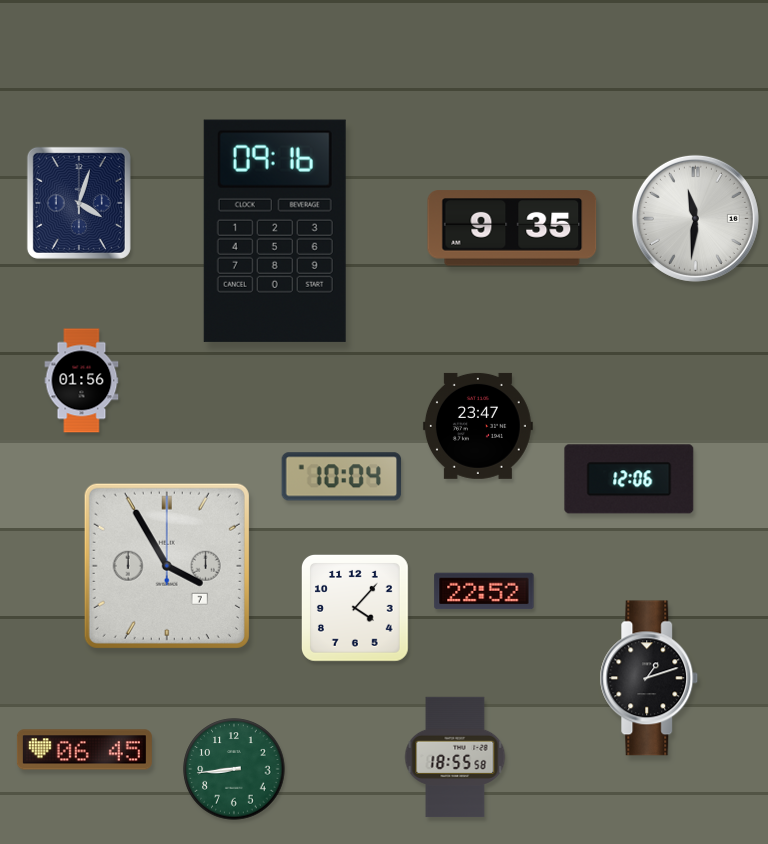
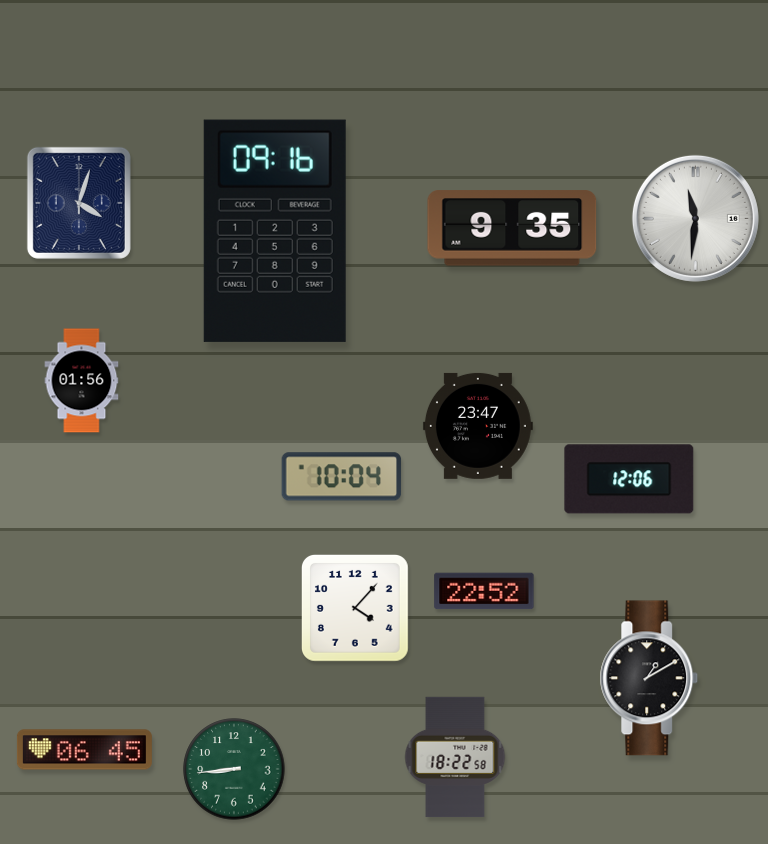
clock at (167, 566): 3:55 -> none
clock at (649, 678): 1:12 -> 1:10
clock at (455, 757): 18:55 -> 18:22
